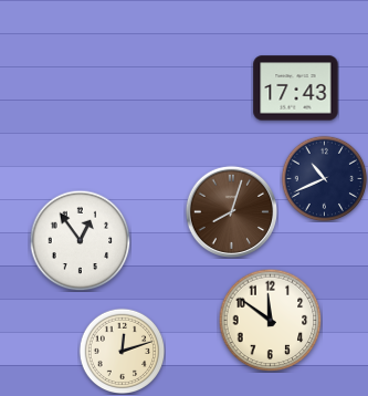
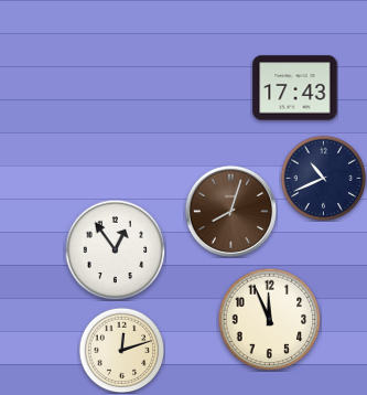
clock at (80, 240) position: (80, 240) -> (115, 249)
clock at (270, 320): 11:51 -> 11:56
